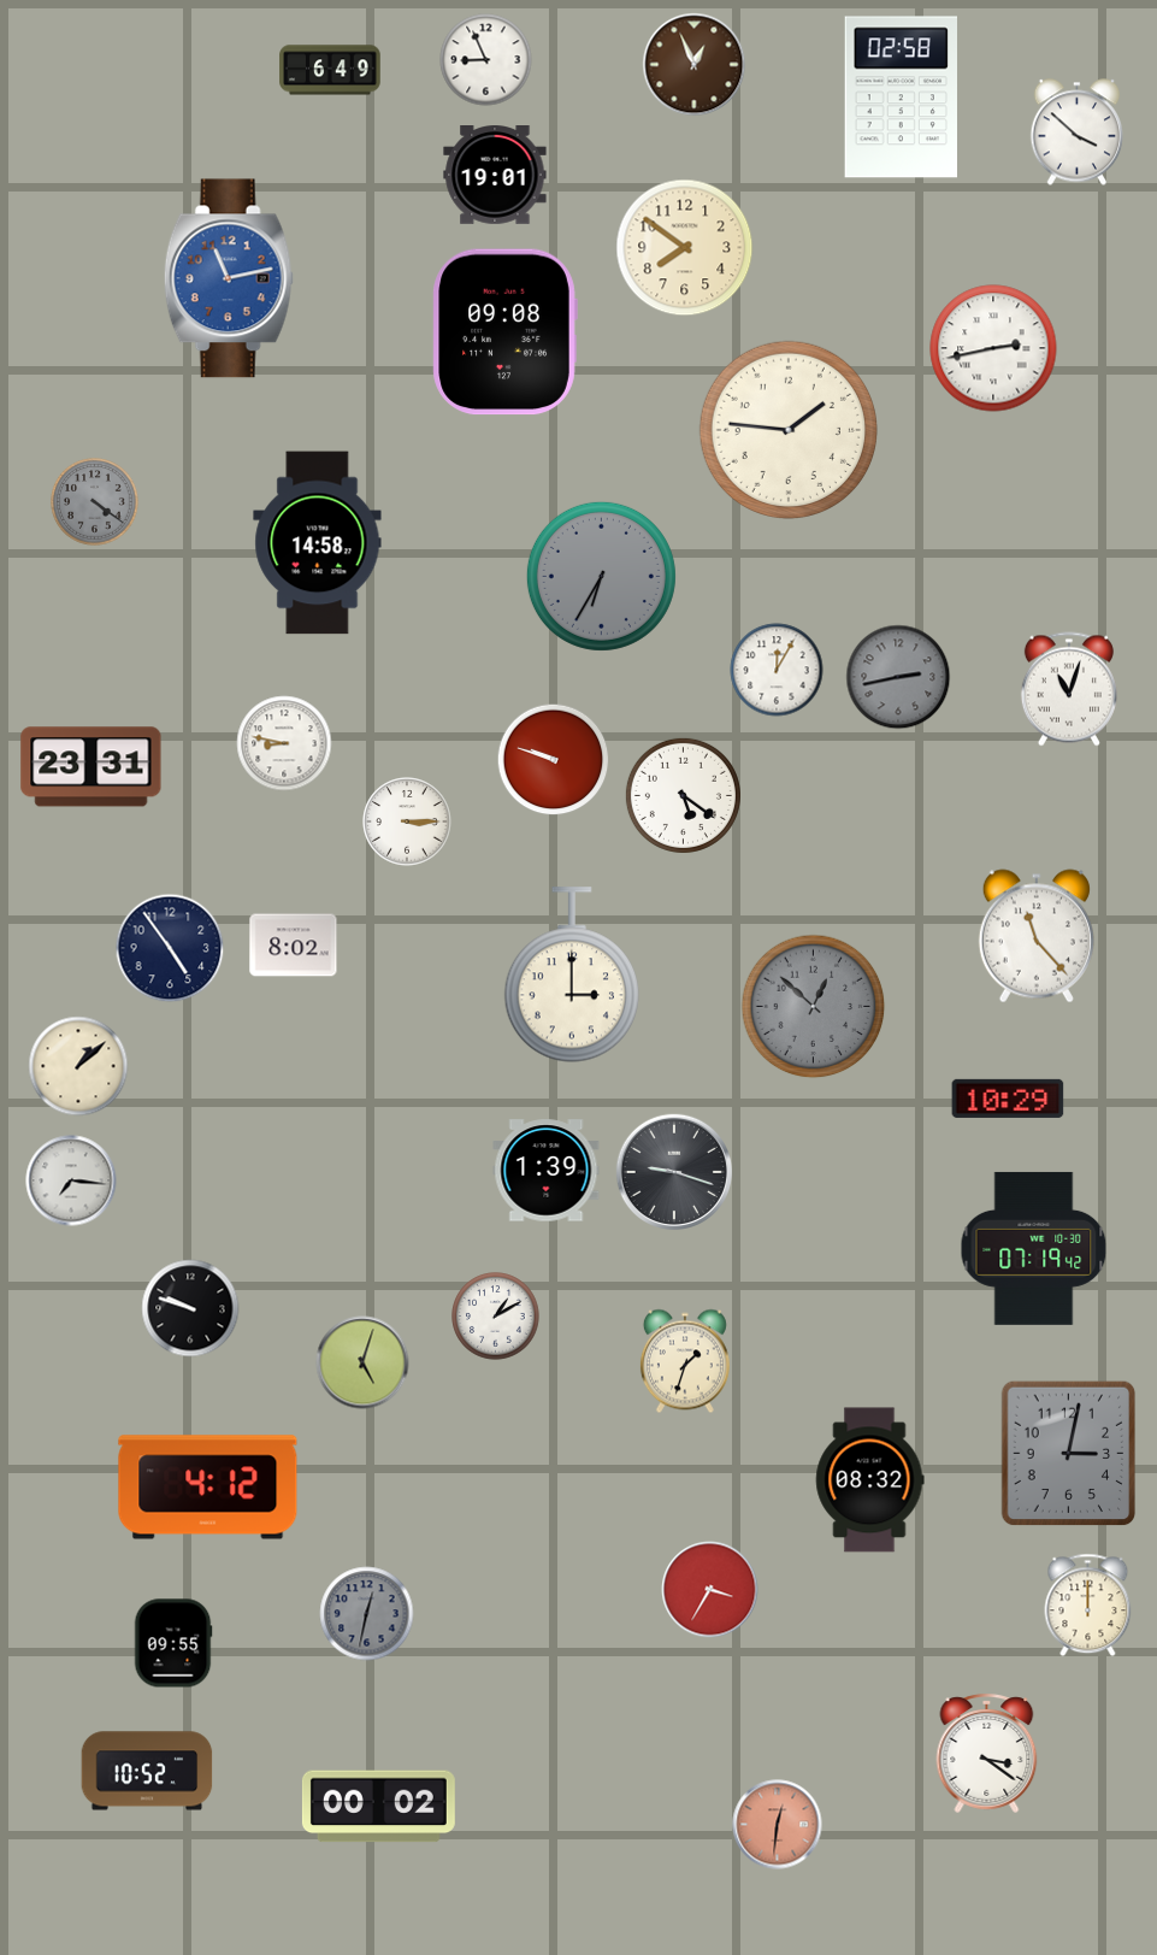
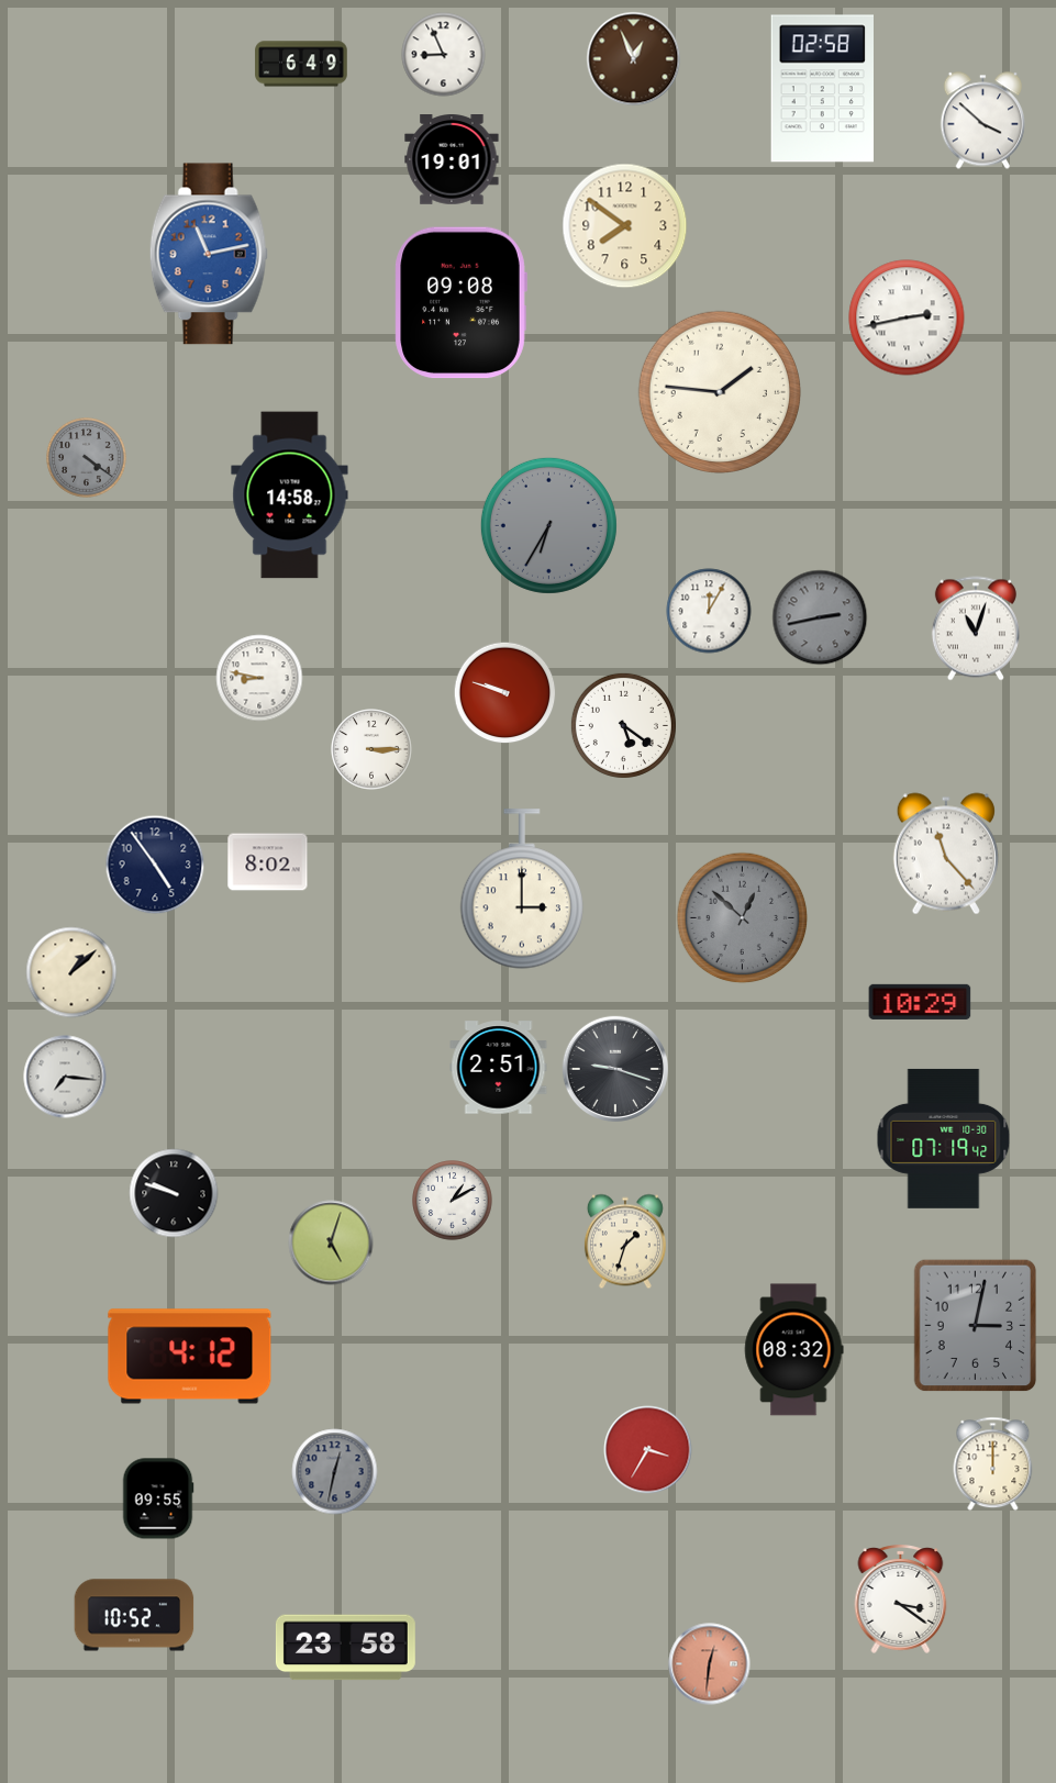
clock at (92, 767): 23:31 -> none
clock at (547, 1171): 1:39 -> 2:51
clock at (378, 1807): 00:02 -> 23:58
